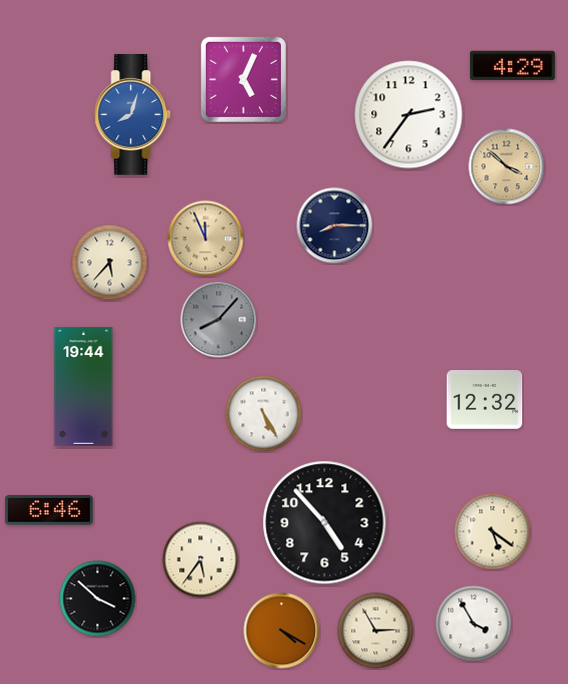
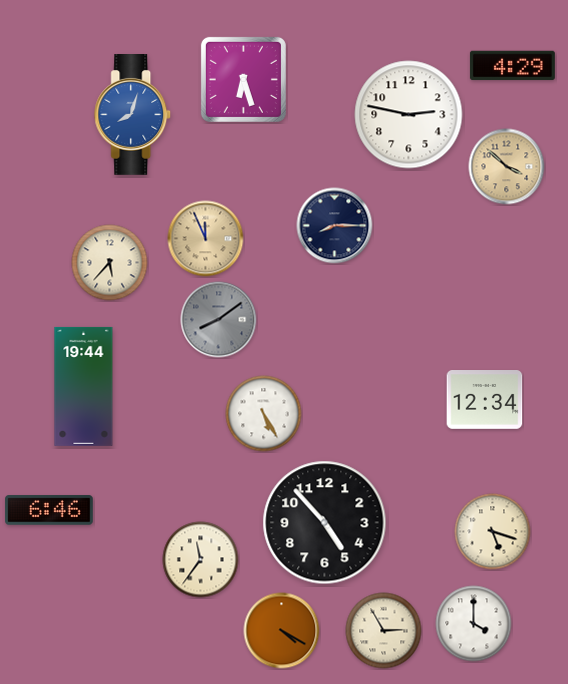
clock at (243, 79): 5:04 -> 6:27
clock at (409, 115): 2:36 -> 2:47
clock at (219, 320): 8:07 -> 8:09
clock at (485, 400): 12:32 -> 12:34
clock at (493, 532): 5:21 -> 5:18
clock at (201, 560): 5:36 -> 11:36
clock at (98, 599): 3:52 -> none
clock at (474, 624): 3:55 -> 4:00
clock at (376, 631) position: (376, 631) -> (384, 631)
